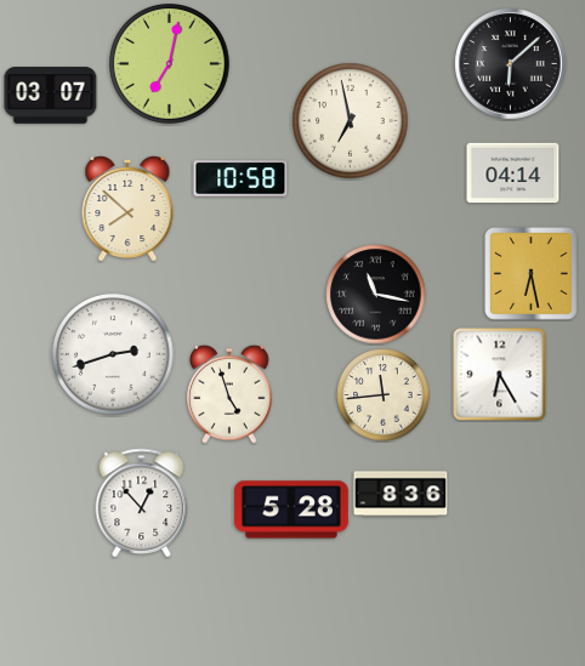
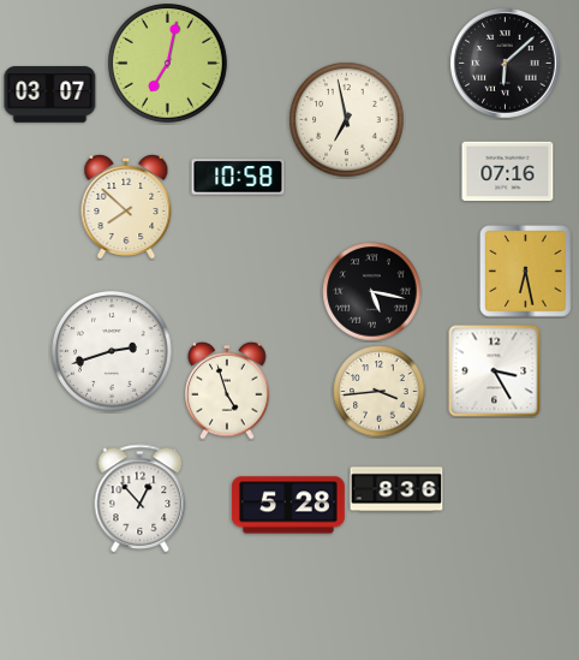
clock at (513, 173): 04:14 -> 07:16
clock at (376, 295): 11:17 -> 5:17
clock at (500, 375): 6:25 -> 3:25
clock at (384, 395): 11:44 -> 3:44
